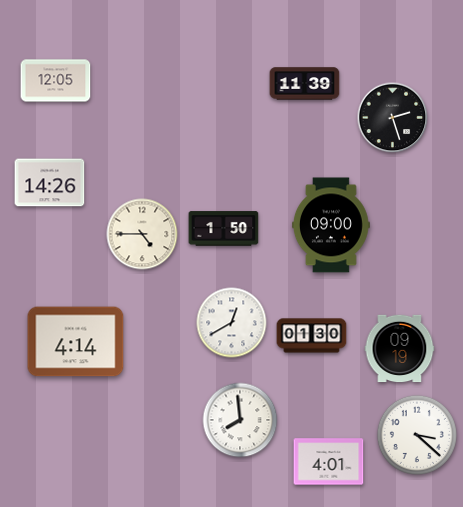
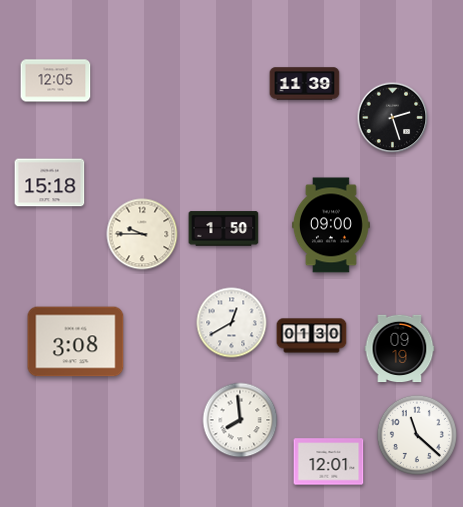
clock at (50, 183): 14:26 -> 15:18
clock at (142, 234): 4:45 -> 9:45
clock at (76, 342): 4:14 -> 3:08
clock at (417, 435): 3:22 -> 11:22
clock at (329, 462): 4:01 -> 12:01
